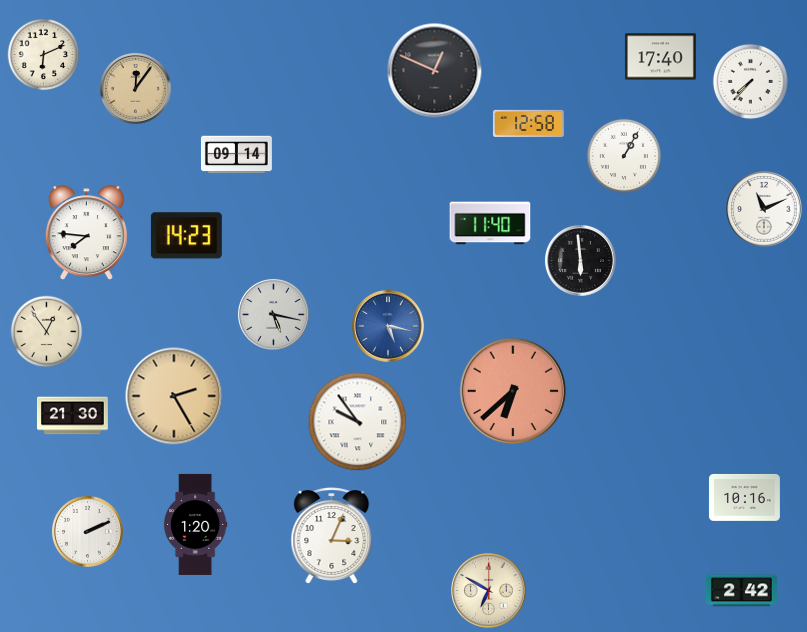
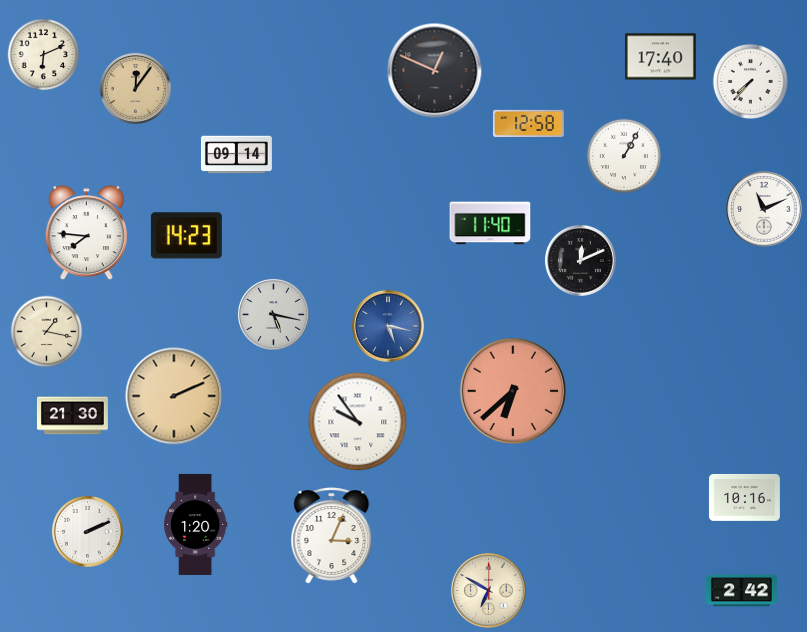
clock at (580, 260): 5:59 -> 12:11
clock at (47, 332): 12:54 -> 1:17
clock at (174, 396): 2:25 -> 2:11
